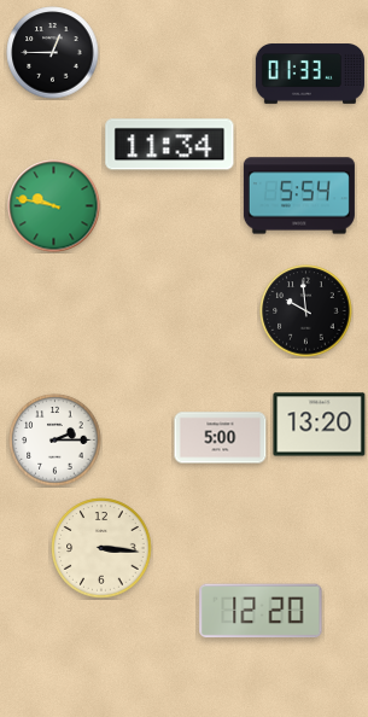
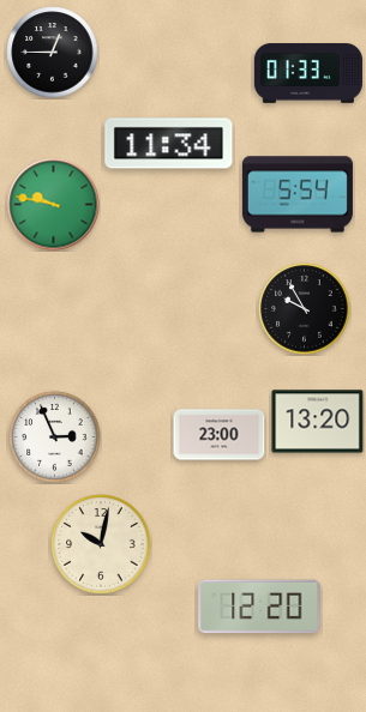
clock at (306, 311): 9:59 -> 9:55
clock at (221, 438): 5:00 -> 23:00
clock at (56, 441): 2:15 -> 2:56
clock at (101, 548): 3:16 -> 10:02
